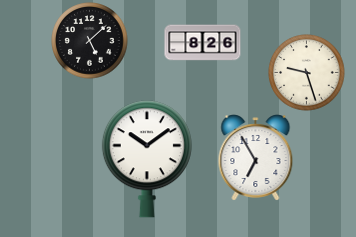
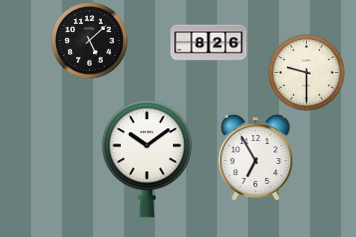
clock at (203, 43) position: (203, 43) -> (209, 43)
clock at (307, 73): 9:27 -> 9:30
